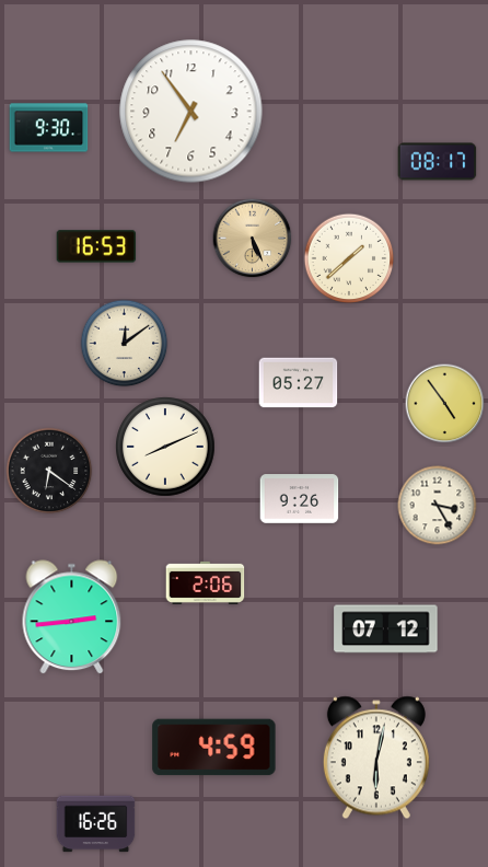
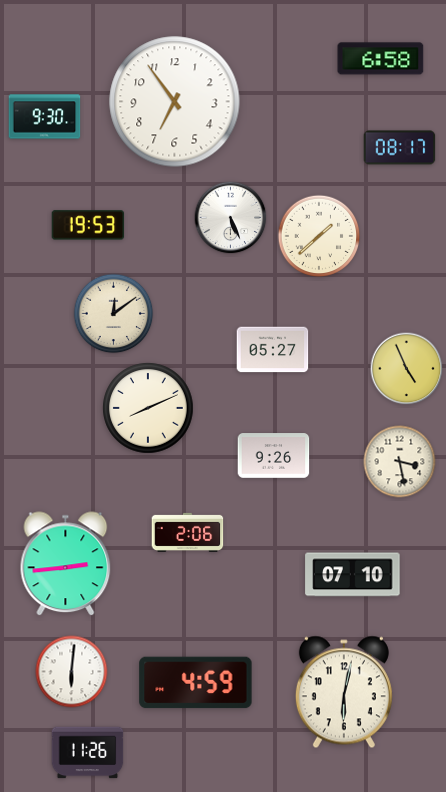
clock at (381, 59): none -> 6:58
clock at (253, 239) dial: champagne -> white
clock at (96, 246): 16:53 -> 19:53
clock at (445, 404): 4:54 -> 4:56
clock at (165, 447) position: (165, 447) -> (148, 408)
clock at (49, 471): 6:21 -> none
clock at (438, 506): 3:25 -> 3:28
clock at (386, 629): 07:12 -> 07:10
clock at (72, 672): none -> 6:01
clock at (96, 824): 16:26 -> 11:26
